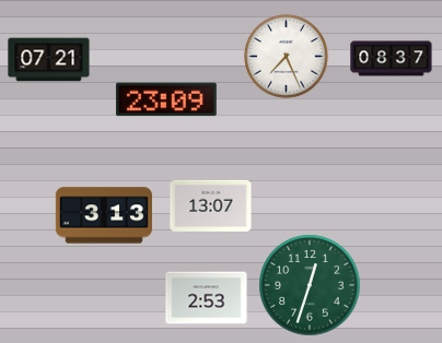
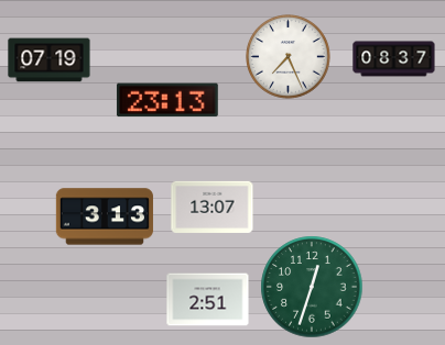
clock at (49, 60): 07:21 -> 07:19
clock at (166, 99): 23:09 -> 23:13
clock at (207, 298): 2:53 -> 2:51
